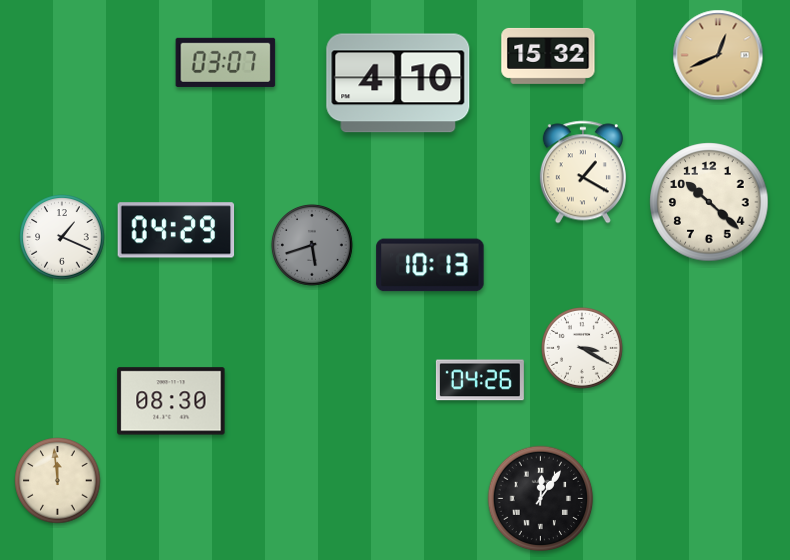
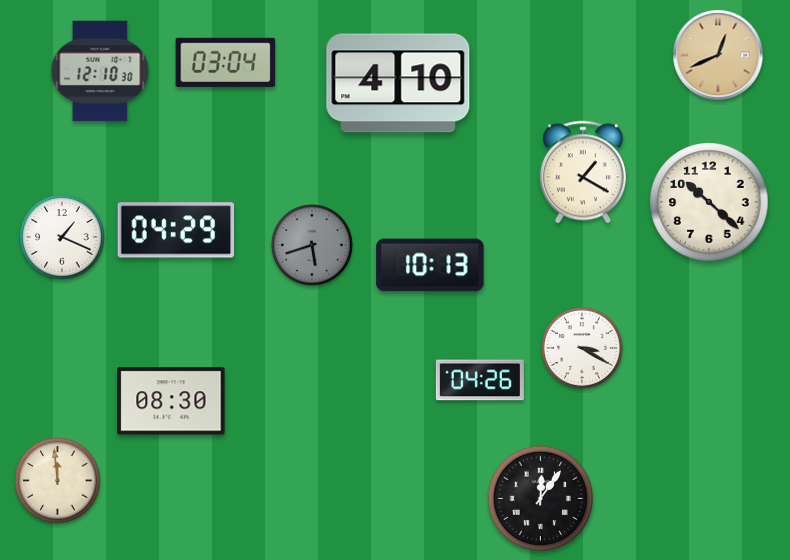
clock at (548, 56): 15:32 -> none
clock at (226, 62): 03:07 -> 03:04
clock at (100, 71): none -> 12:10
